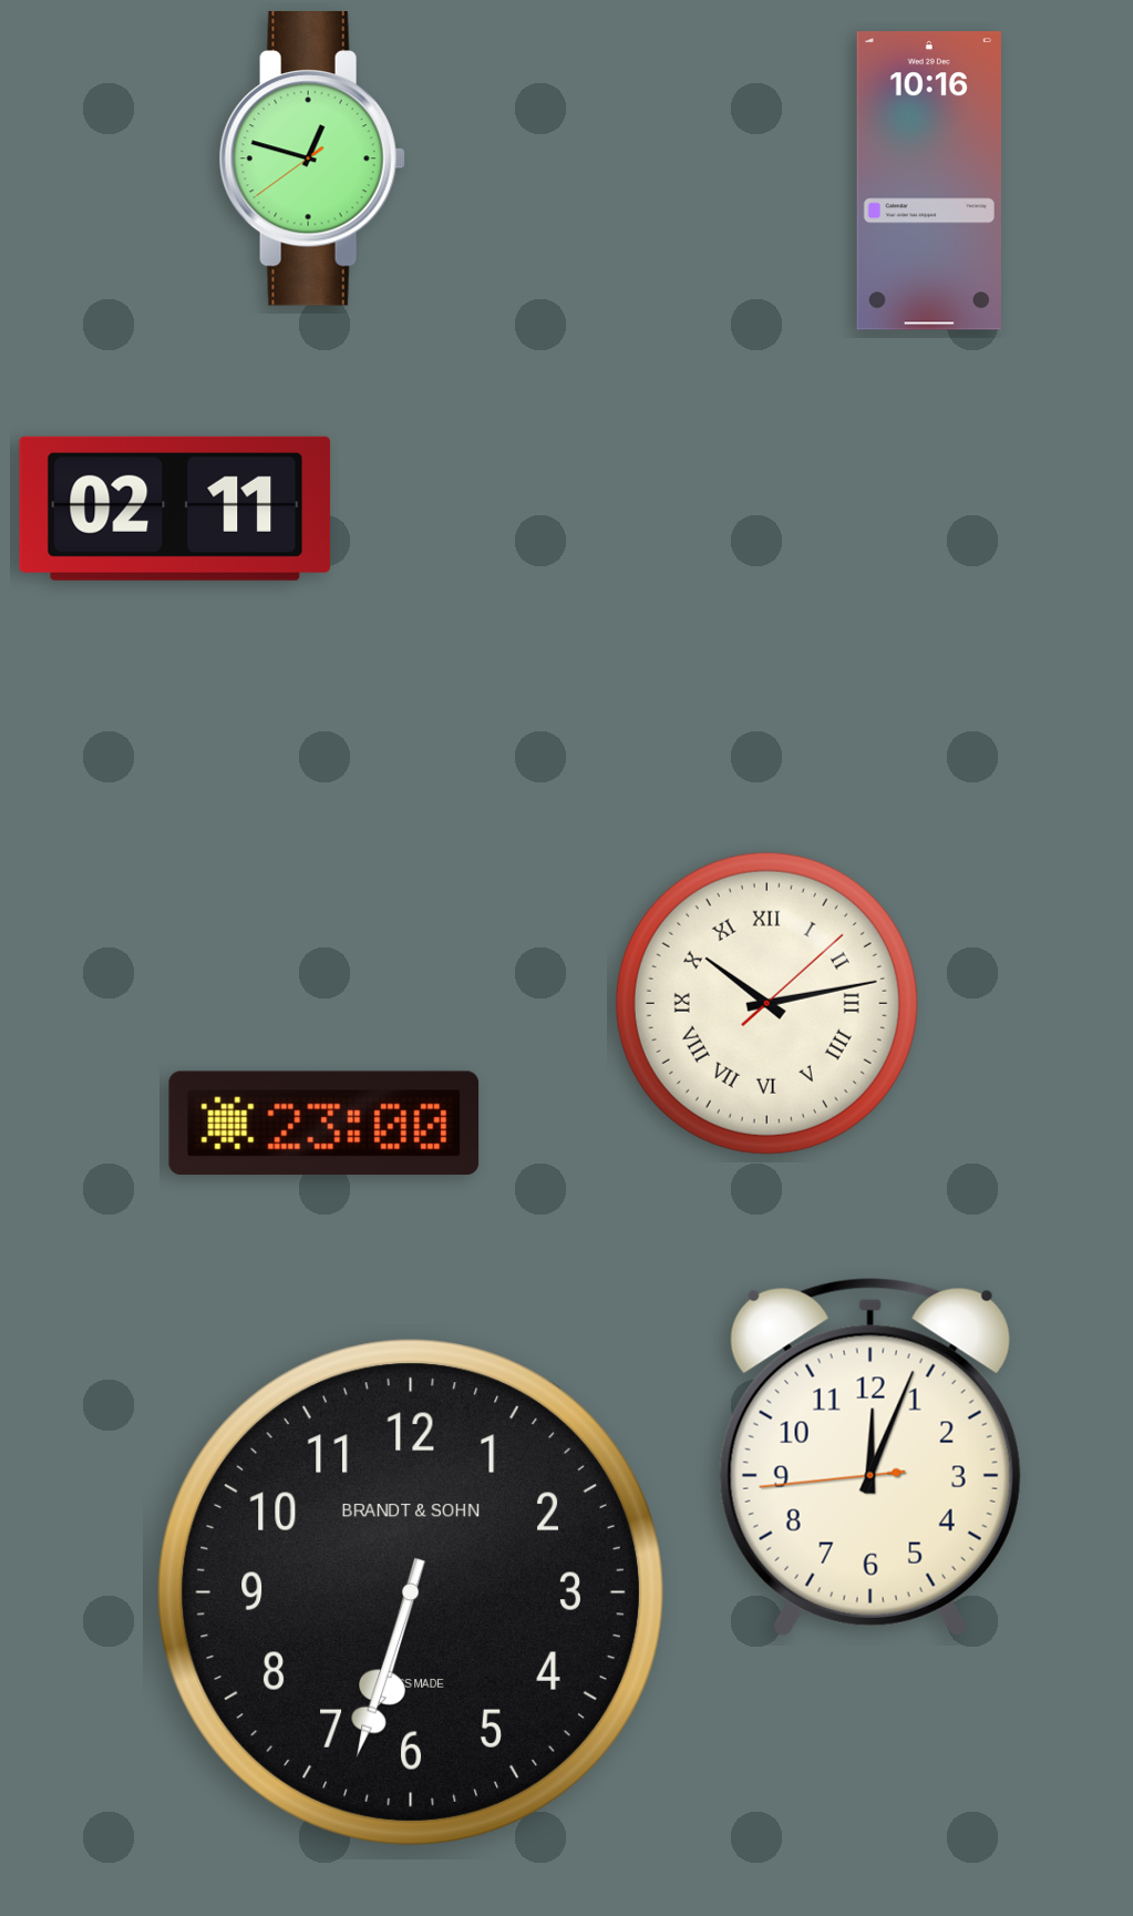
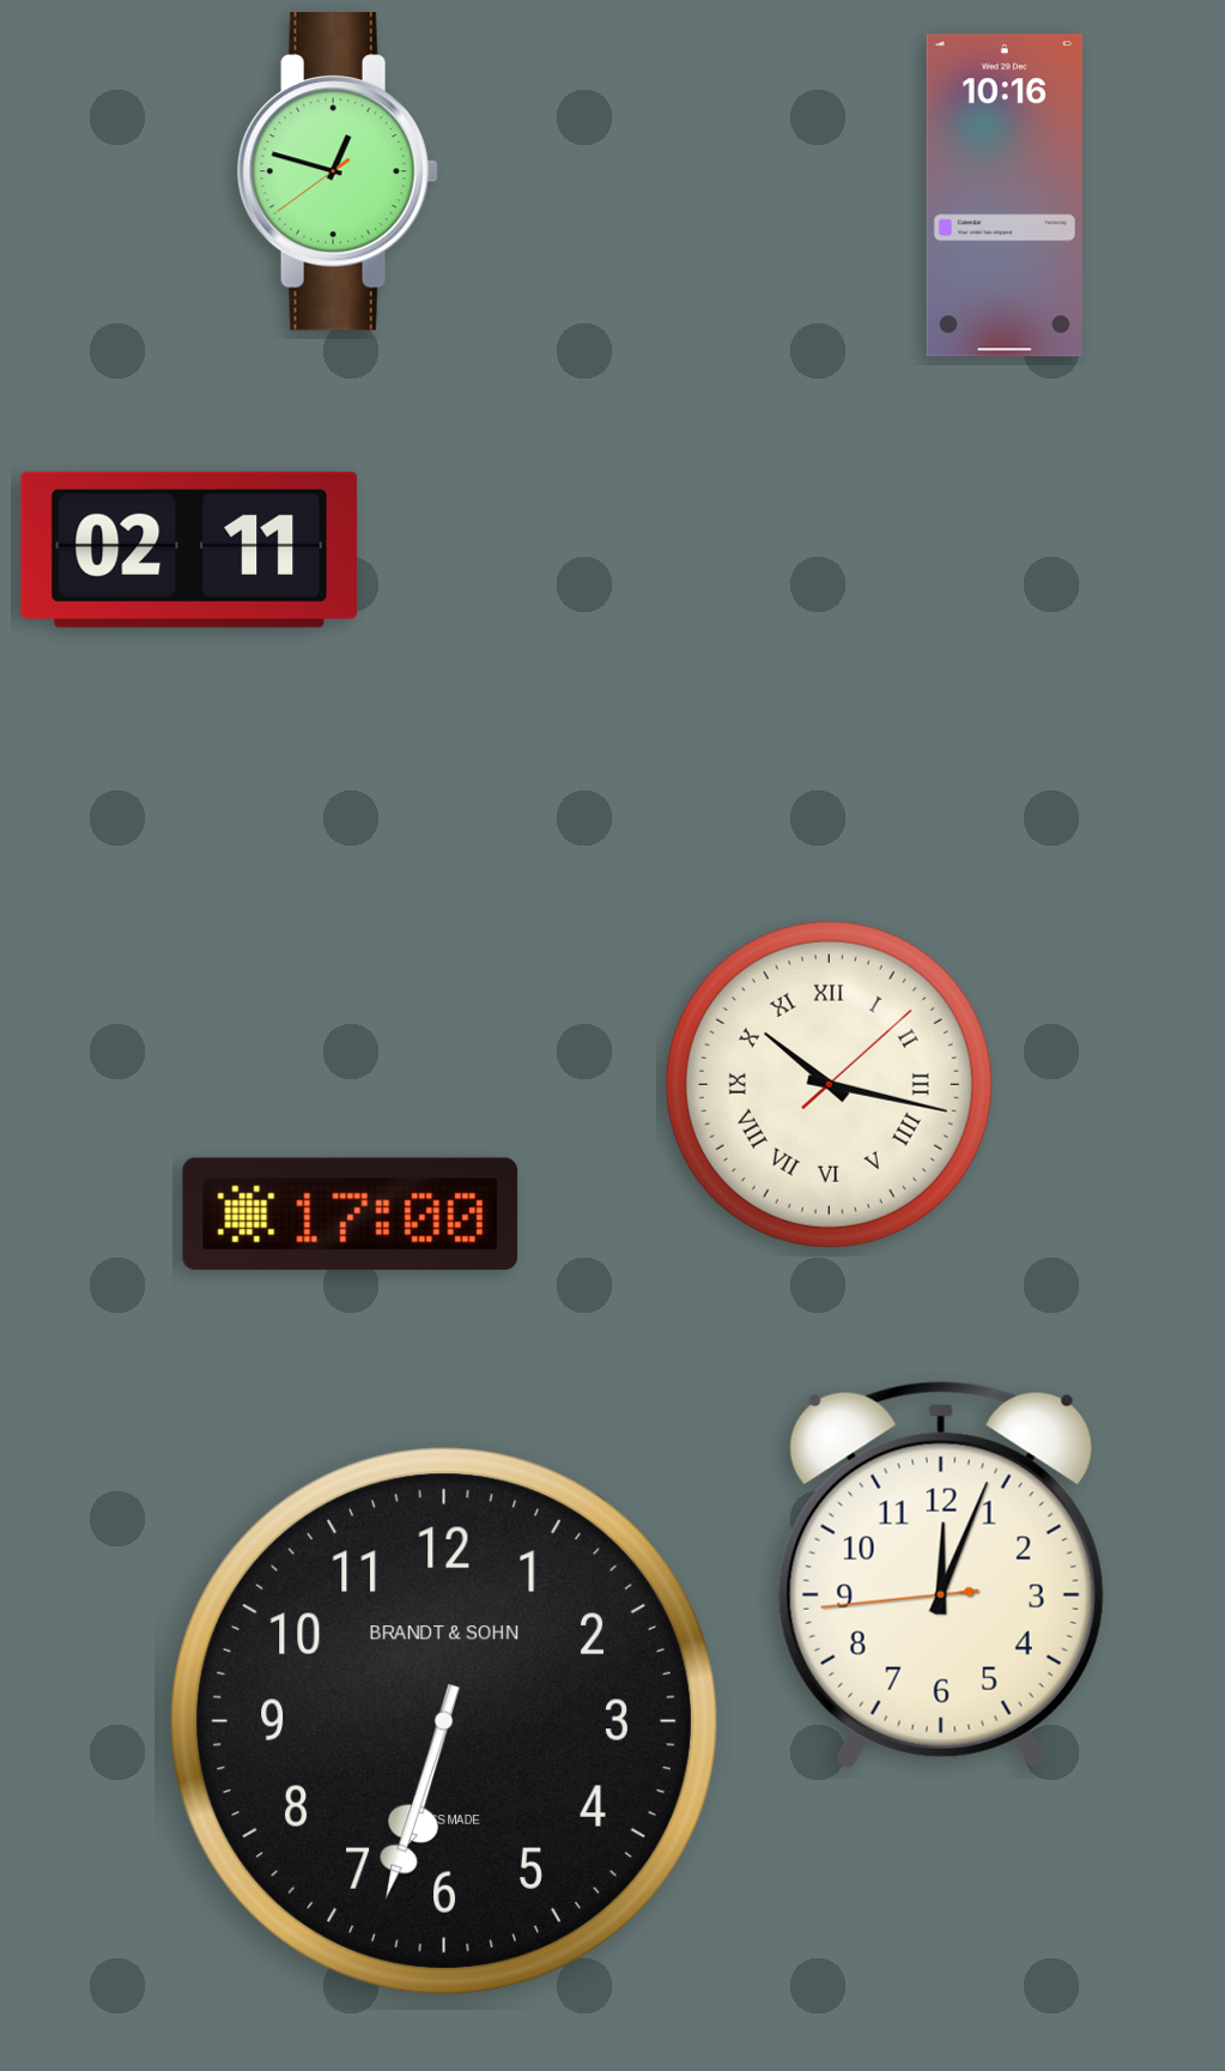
clock at (766, 1003): 10:13 -> 10:17
clock at (325, 1123): 23:00 -> 17:00
